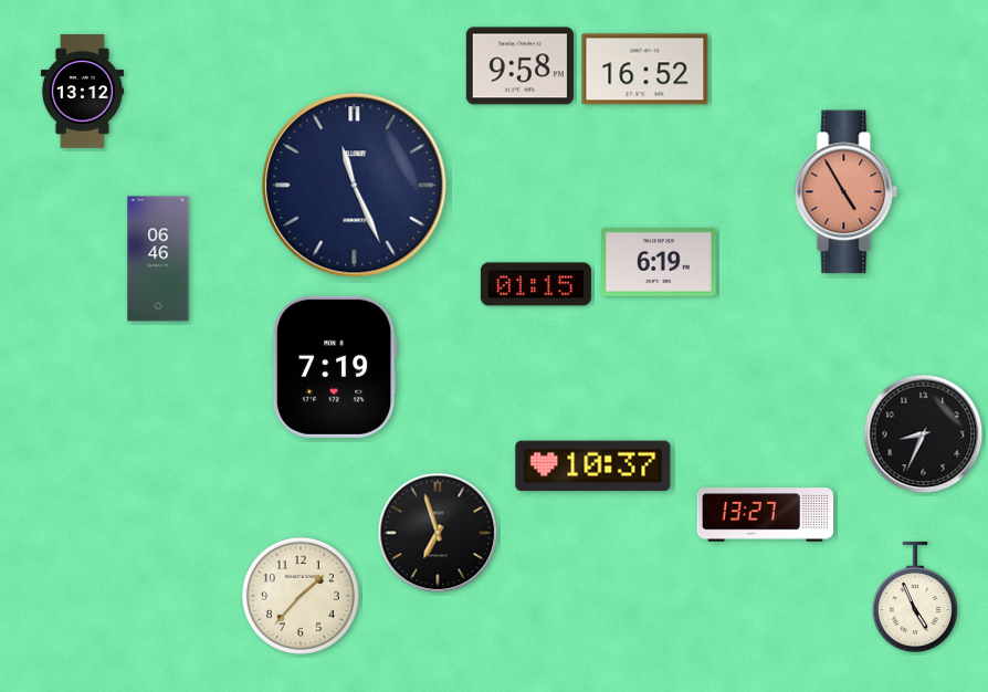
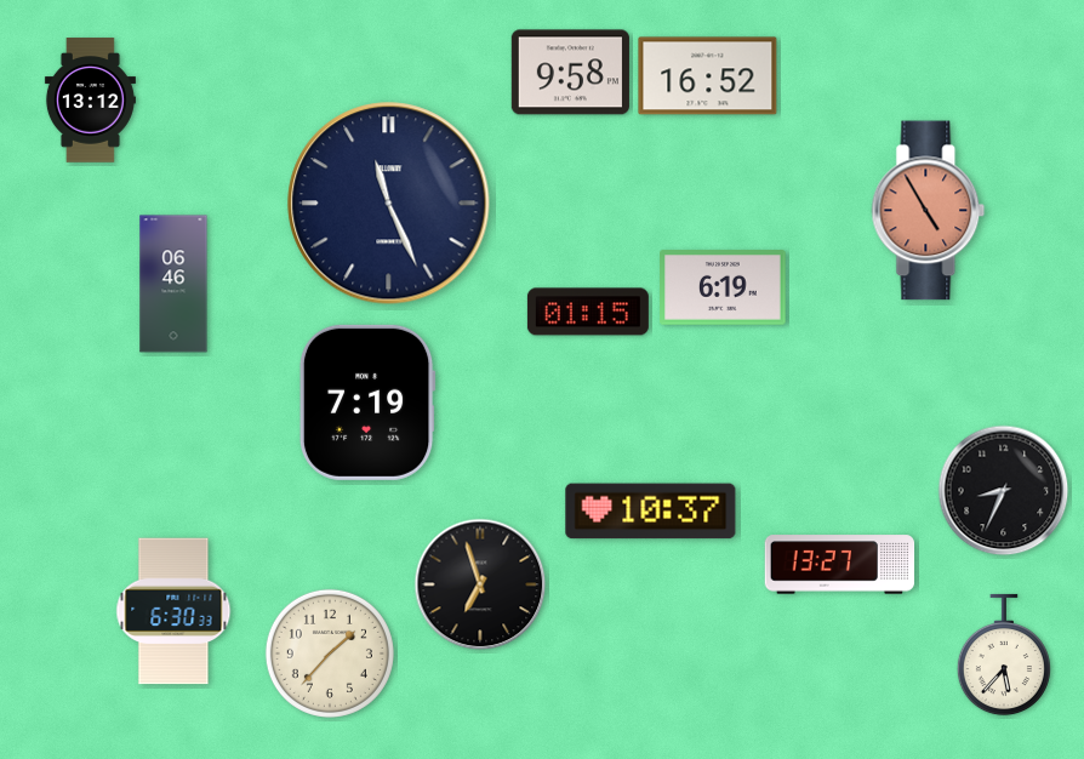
clock at (924, 434) position: (924, 434) -> (1004, 491)
clock at (173, 611): none -> 6:30
clock at (915, 597): 4:56 -> 5:37
